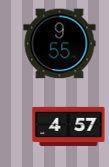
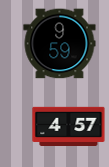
clock at (60, 44): 9:55 -> 9:59
